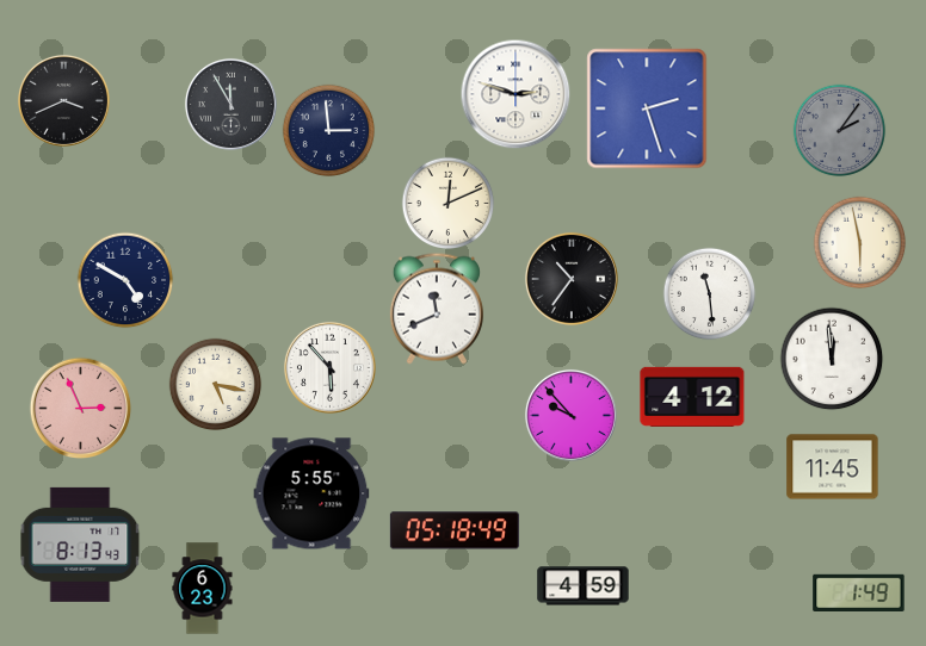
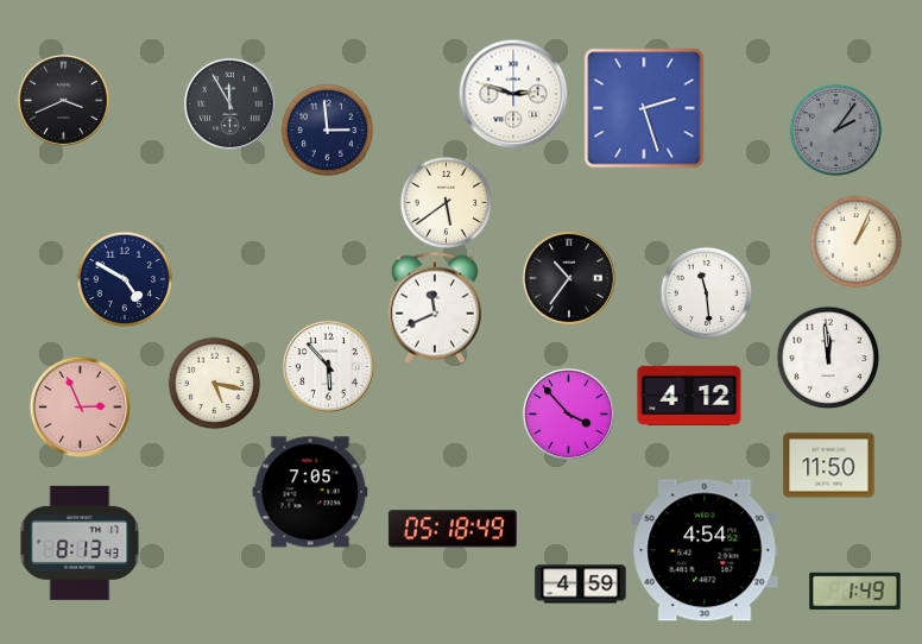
clock at (447, 203): 12:11 -> 5:39
clock at (859, 242): 5:58 -> 1:04
clock at (570, 415): 9:53 -> 3:53
clock at (833, 467): 11:45 -> 11:50
clock at (311, 493): 5:55 -> 7:05
clock at (705, 550): none -> 4:54
clock at (203, 589): 6:23 -> none
